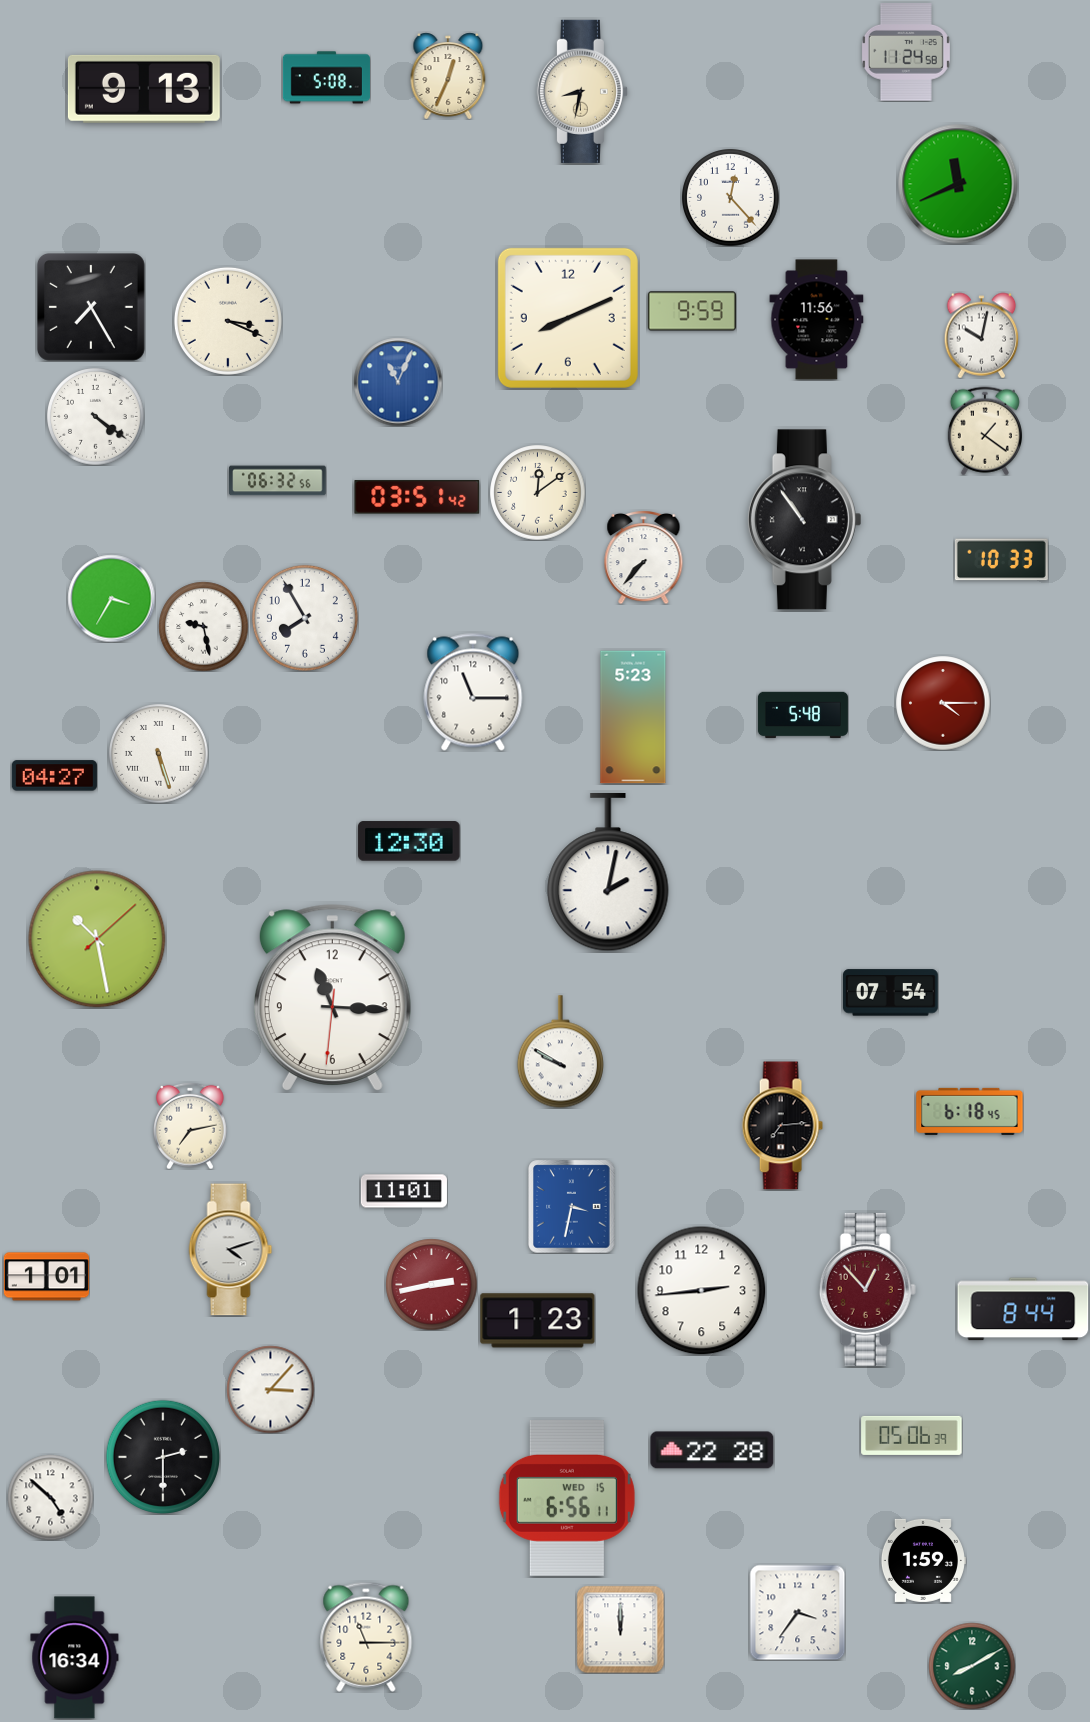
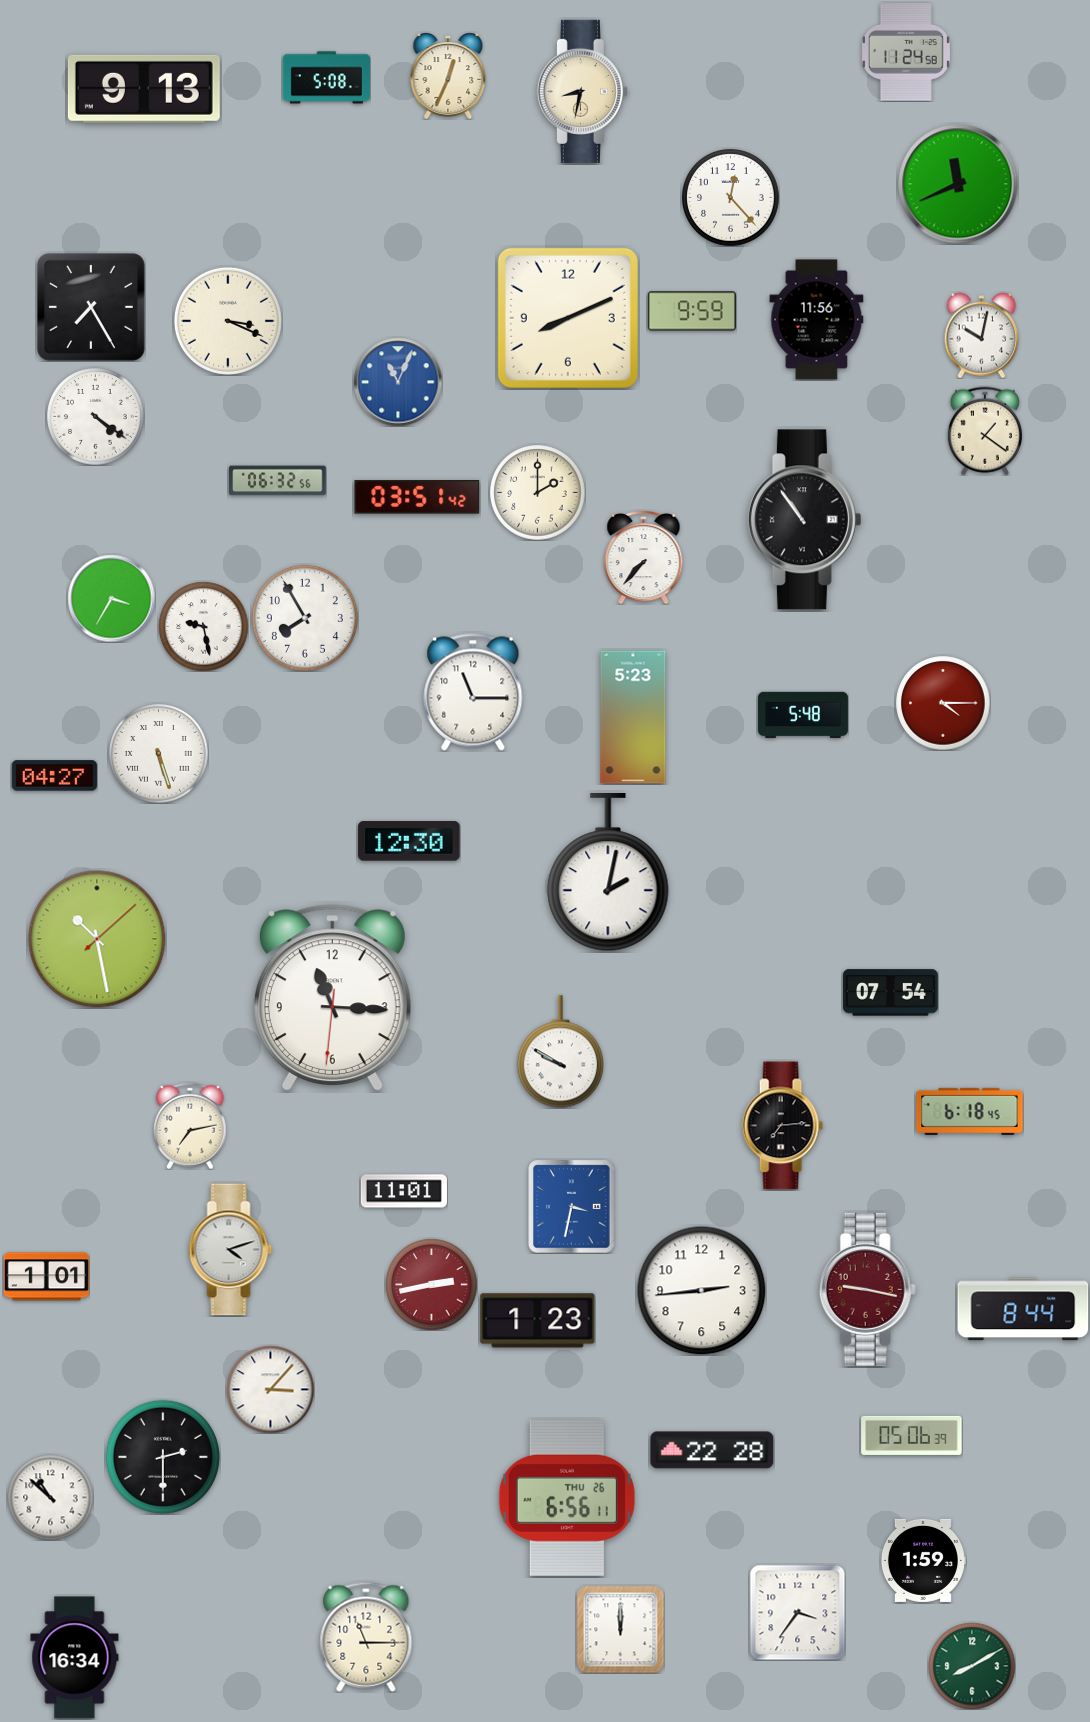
clock at (537, 492): 12:09 -> 2:00
clock at (1001, 560): 10:33 -> none
clock at (867, 1289): 12:53 -> 9:17
clock at (50, 1497): 4:52 -> 10:52
clock at (567, 1498) date: WED 15 -> THU 26
